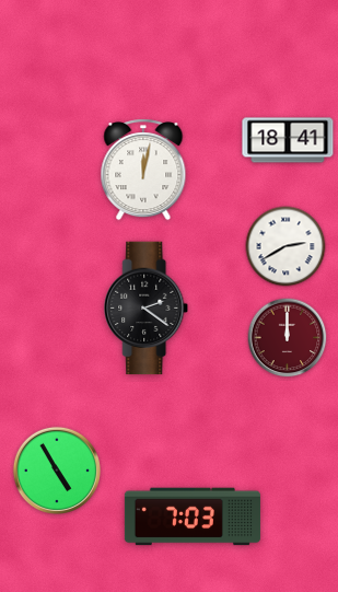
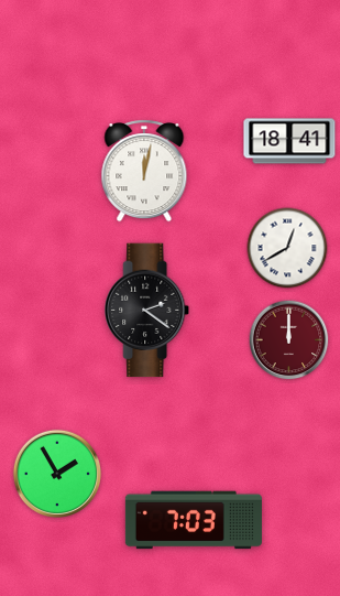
clock at (285, 246): 2:40 -> 12:40
clock at (56, 469): 4:55 -> 1:55
